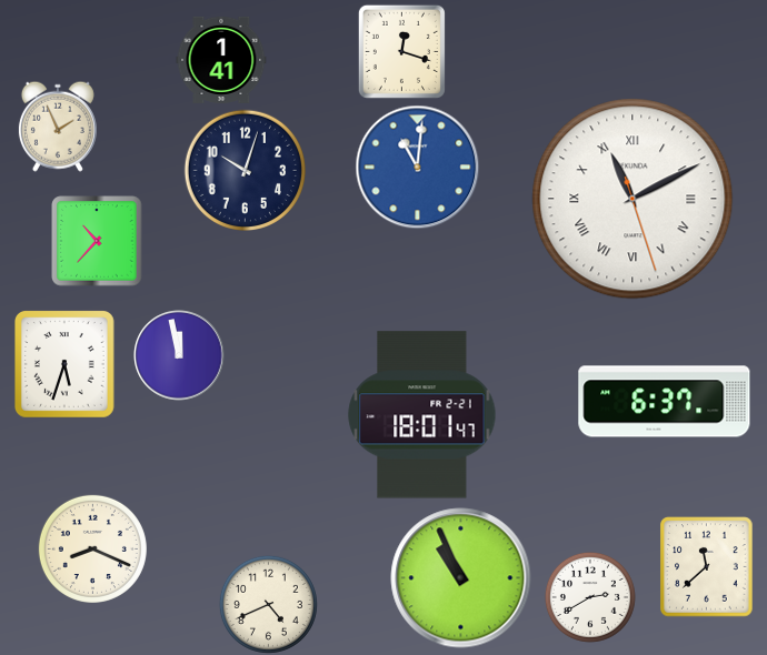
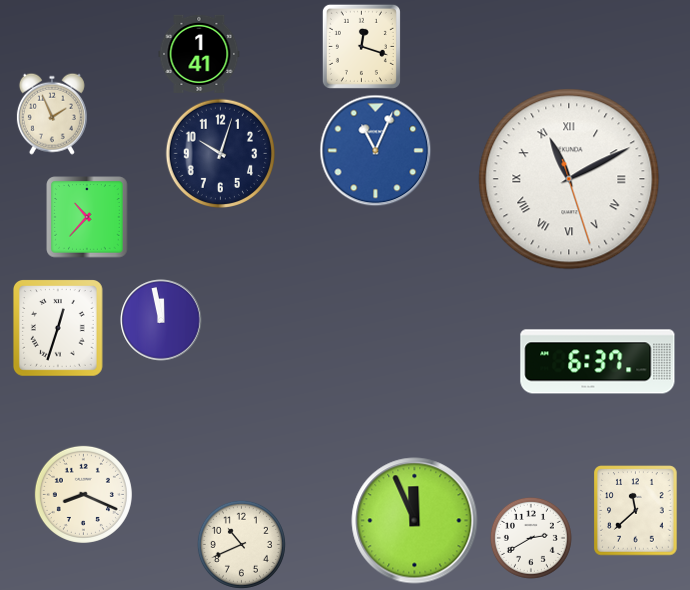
clock at (418, 168): 11:01 -> 11:04
clock at (66, 365): 5:33 -> 12:33
clock at (422, 415): 18:01 -> none
clock at (461, 578): 10:56 -> 11:56
clock at (268, 604): 4:41 -> 10:41
